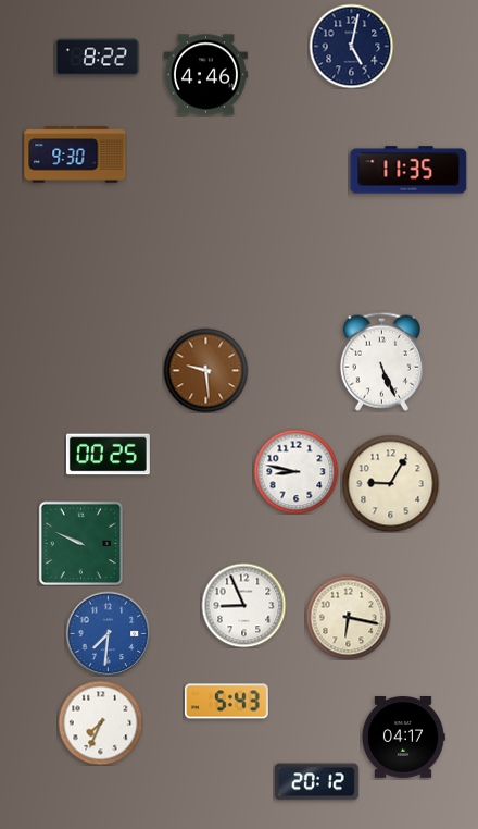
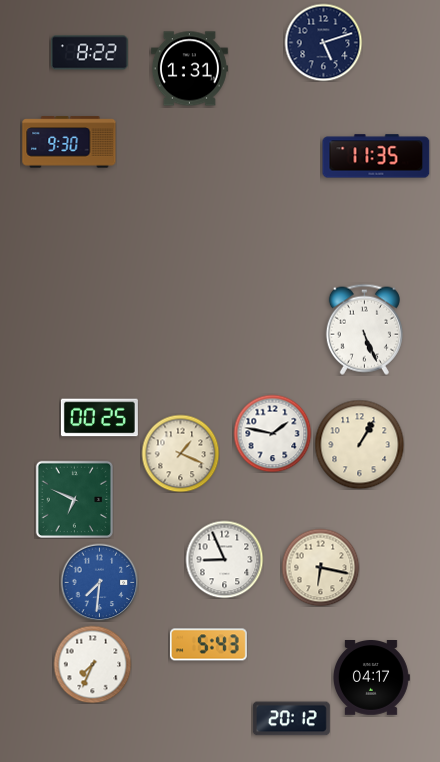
clock at (351, 46): 5:02 -> 5:12
clock at (205, 75): 4:46 -> 1:31
clock at (381, 361) position: (381, 361) -> (364, 329)
clock at (205, 370): 9:29 -> none
clock at (295, 471): 8:47 -> 1:47
clock at (390, 483): 9:05 -> 1:05
clock at (180, 453): none -> 1:19
clock at (80, 543): 9:49 -> 6:49
clock at (243, 605) position: (243, 605) -> (224, 559)
